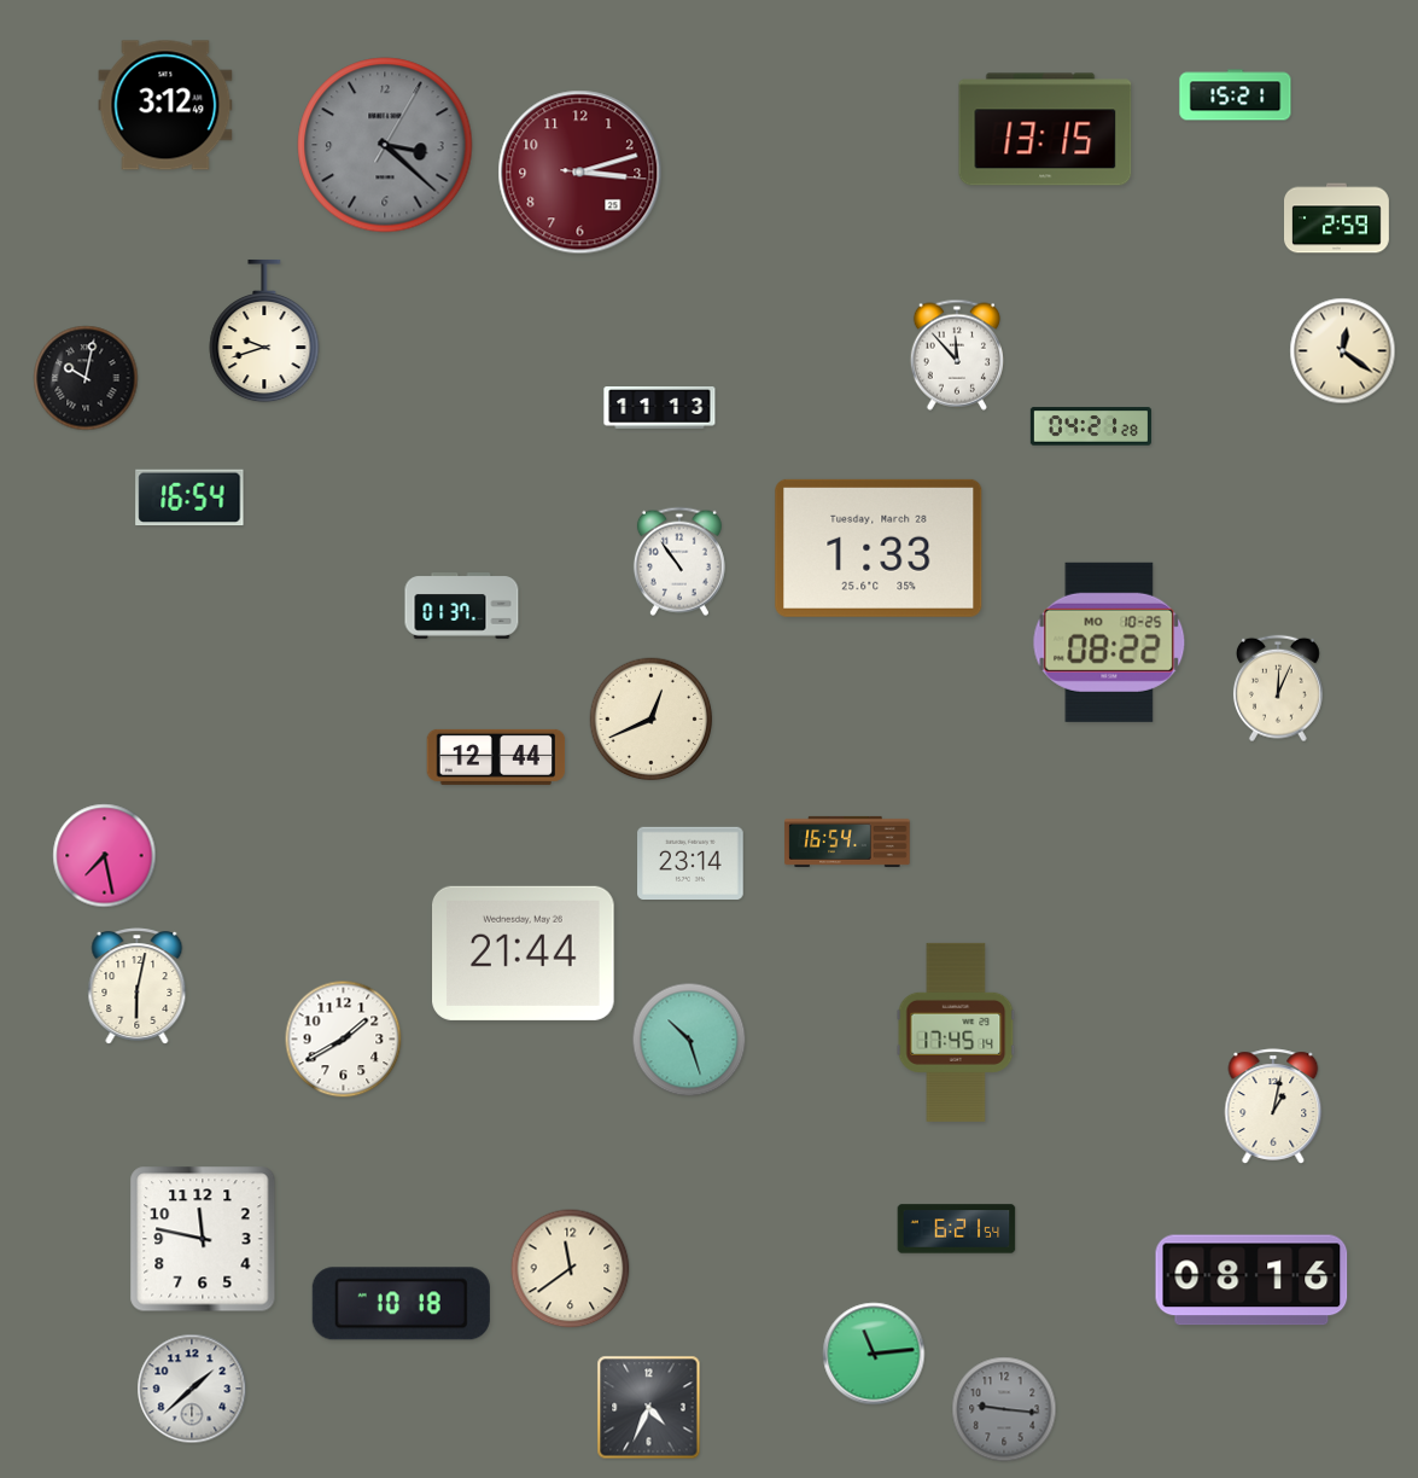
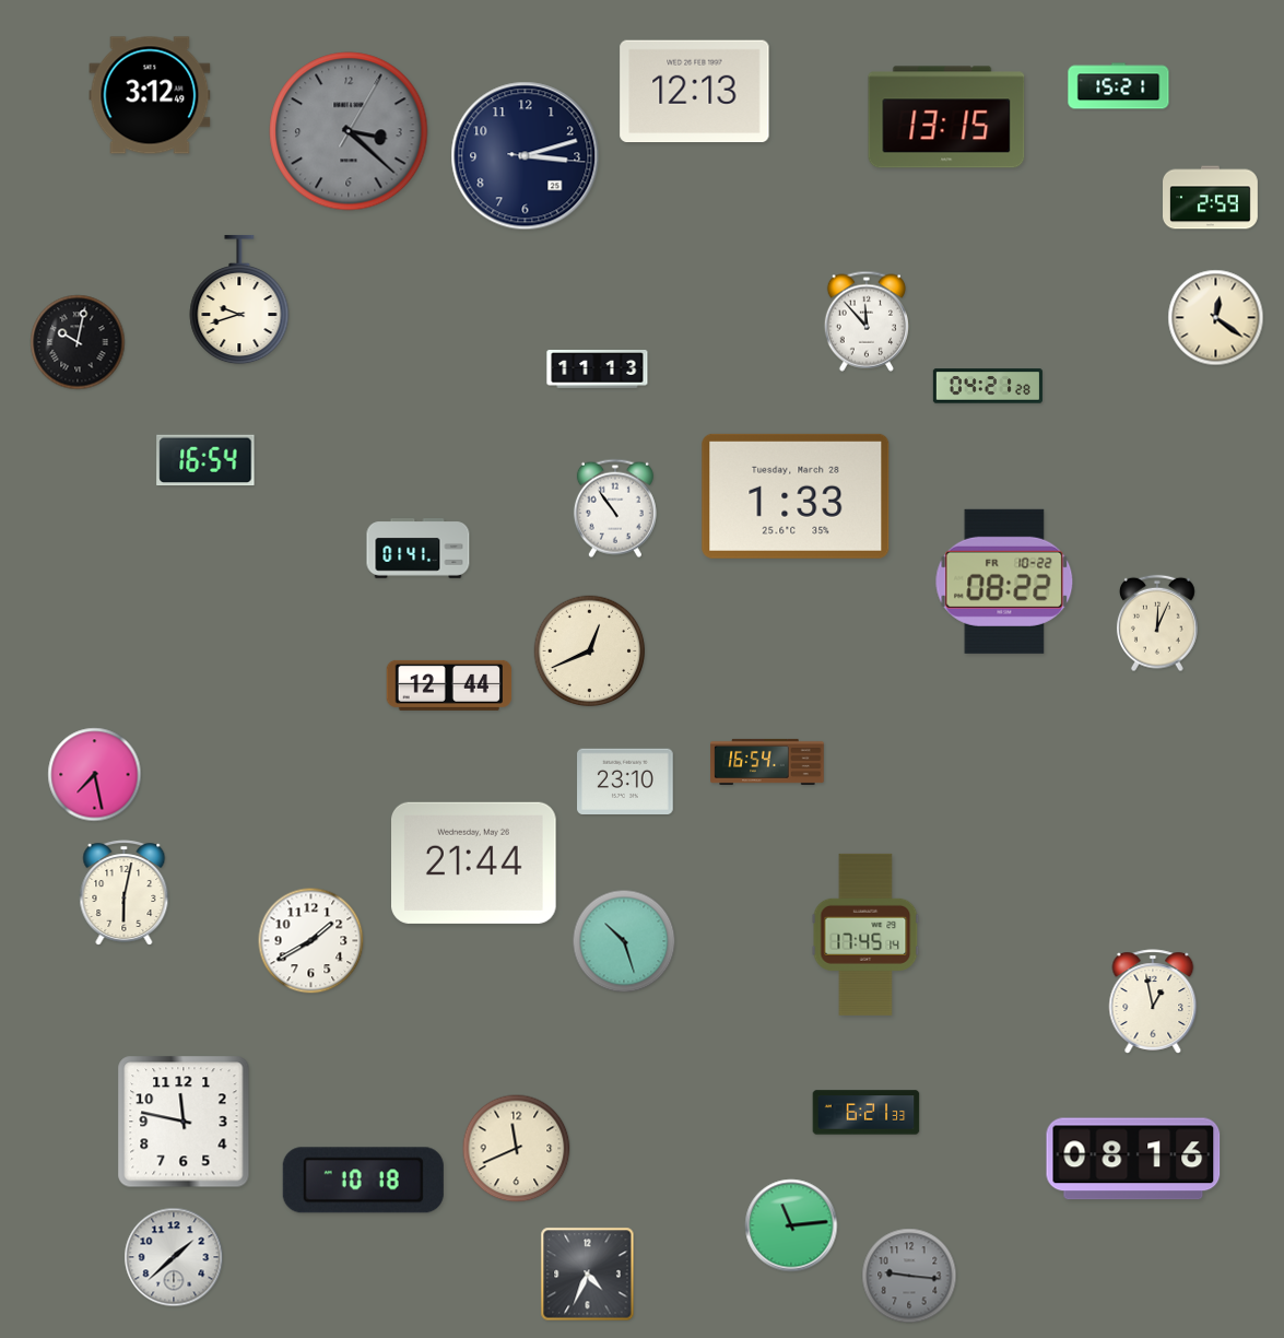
clock at (695, 92): none -> 12:13
clock at (580, 173) dial: burgundy -> navy
clock at (189, 497) position: (189, 497) -> (205, 460)
clock at (462, 606): 01:37 -> 01:41
clock at (1109, 642) date: MO 10-25 -> FR 10-22
clock at (690, 862): 23:14 -> 23:10
clock at (1273, 1106): 1:02 -> 12:58
clock at (957, 1229): 6:21:54 -> 6:21:33
clock at (571, 1269): 11:39 -> 11:41
